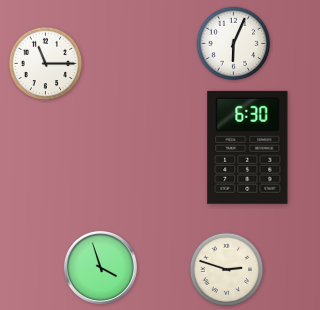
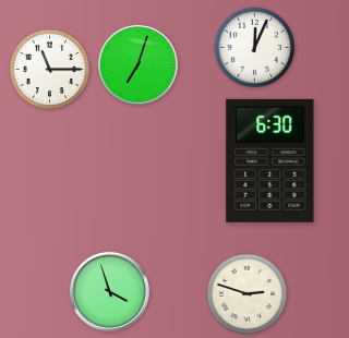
clock at (234, 44): 6:04 -> 12:04
clock at (137, 64): none -> 7:03
